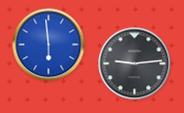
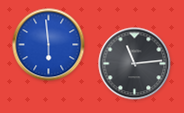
clock at (135, 64): 9:14 -> 11:14
